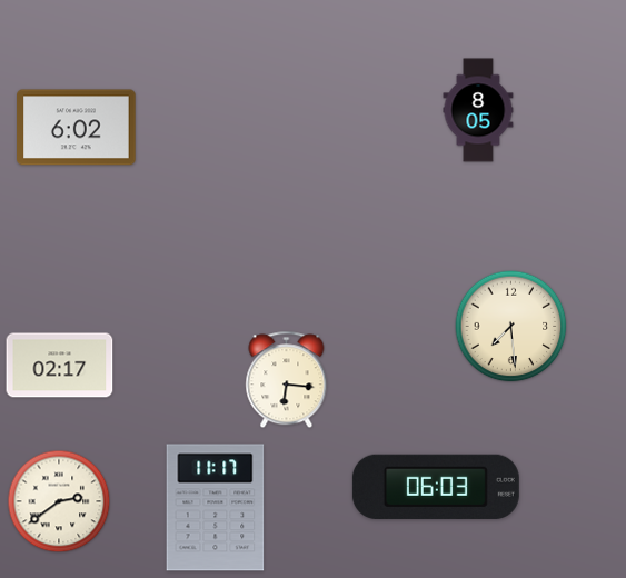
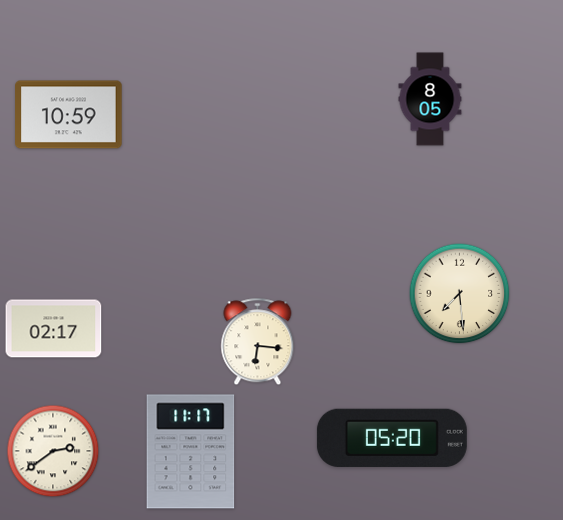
clock at (77, 128): 6:02 -> 10:59
clock at (436, 487): 06:03 -> 05:20
clock at (216, 508) position: (216, 508) -> (191, 452)
